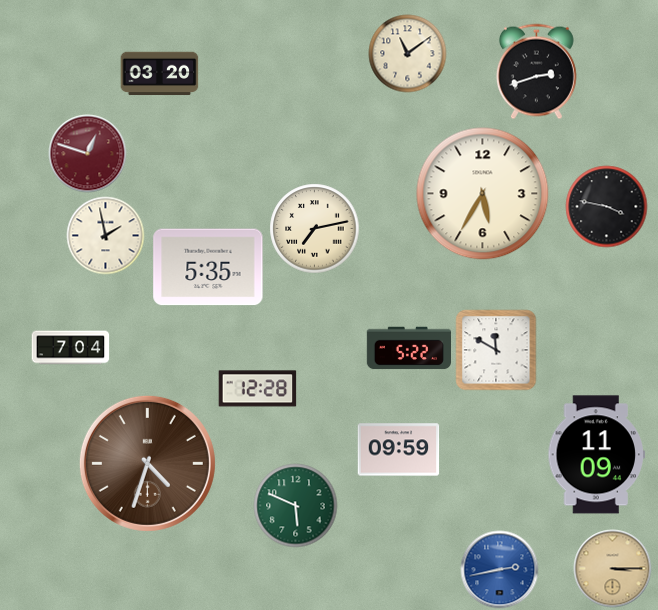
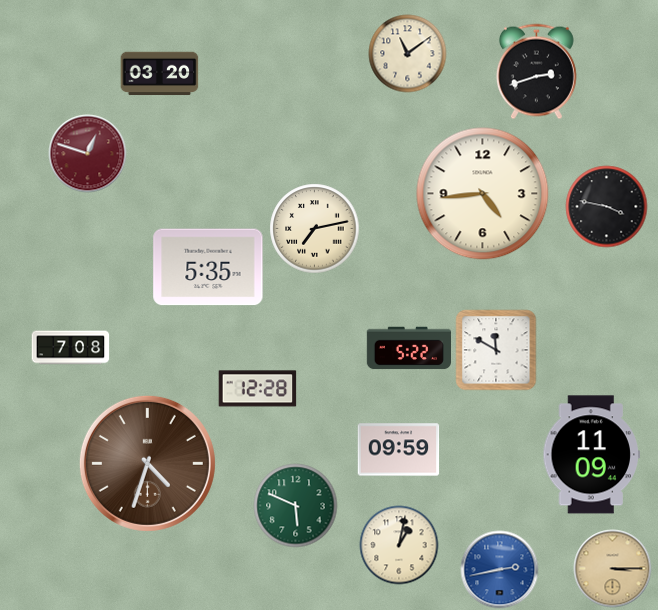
clock at (483, 194): 5:35 -> 4:44
clock at (105, 235): 1:58 -> none
clock at (70, 348): 7:04 -> 7:08
clock at (597, 455) position: (597, 455) -> (592, 455)
clock at (399, 545): none -> 1:02
